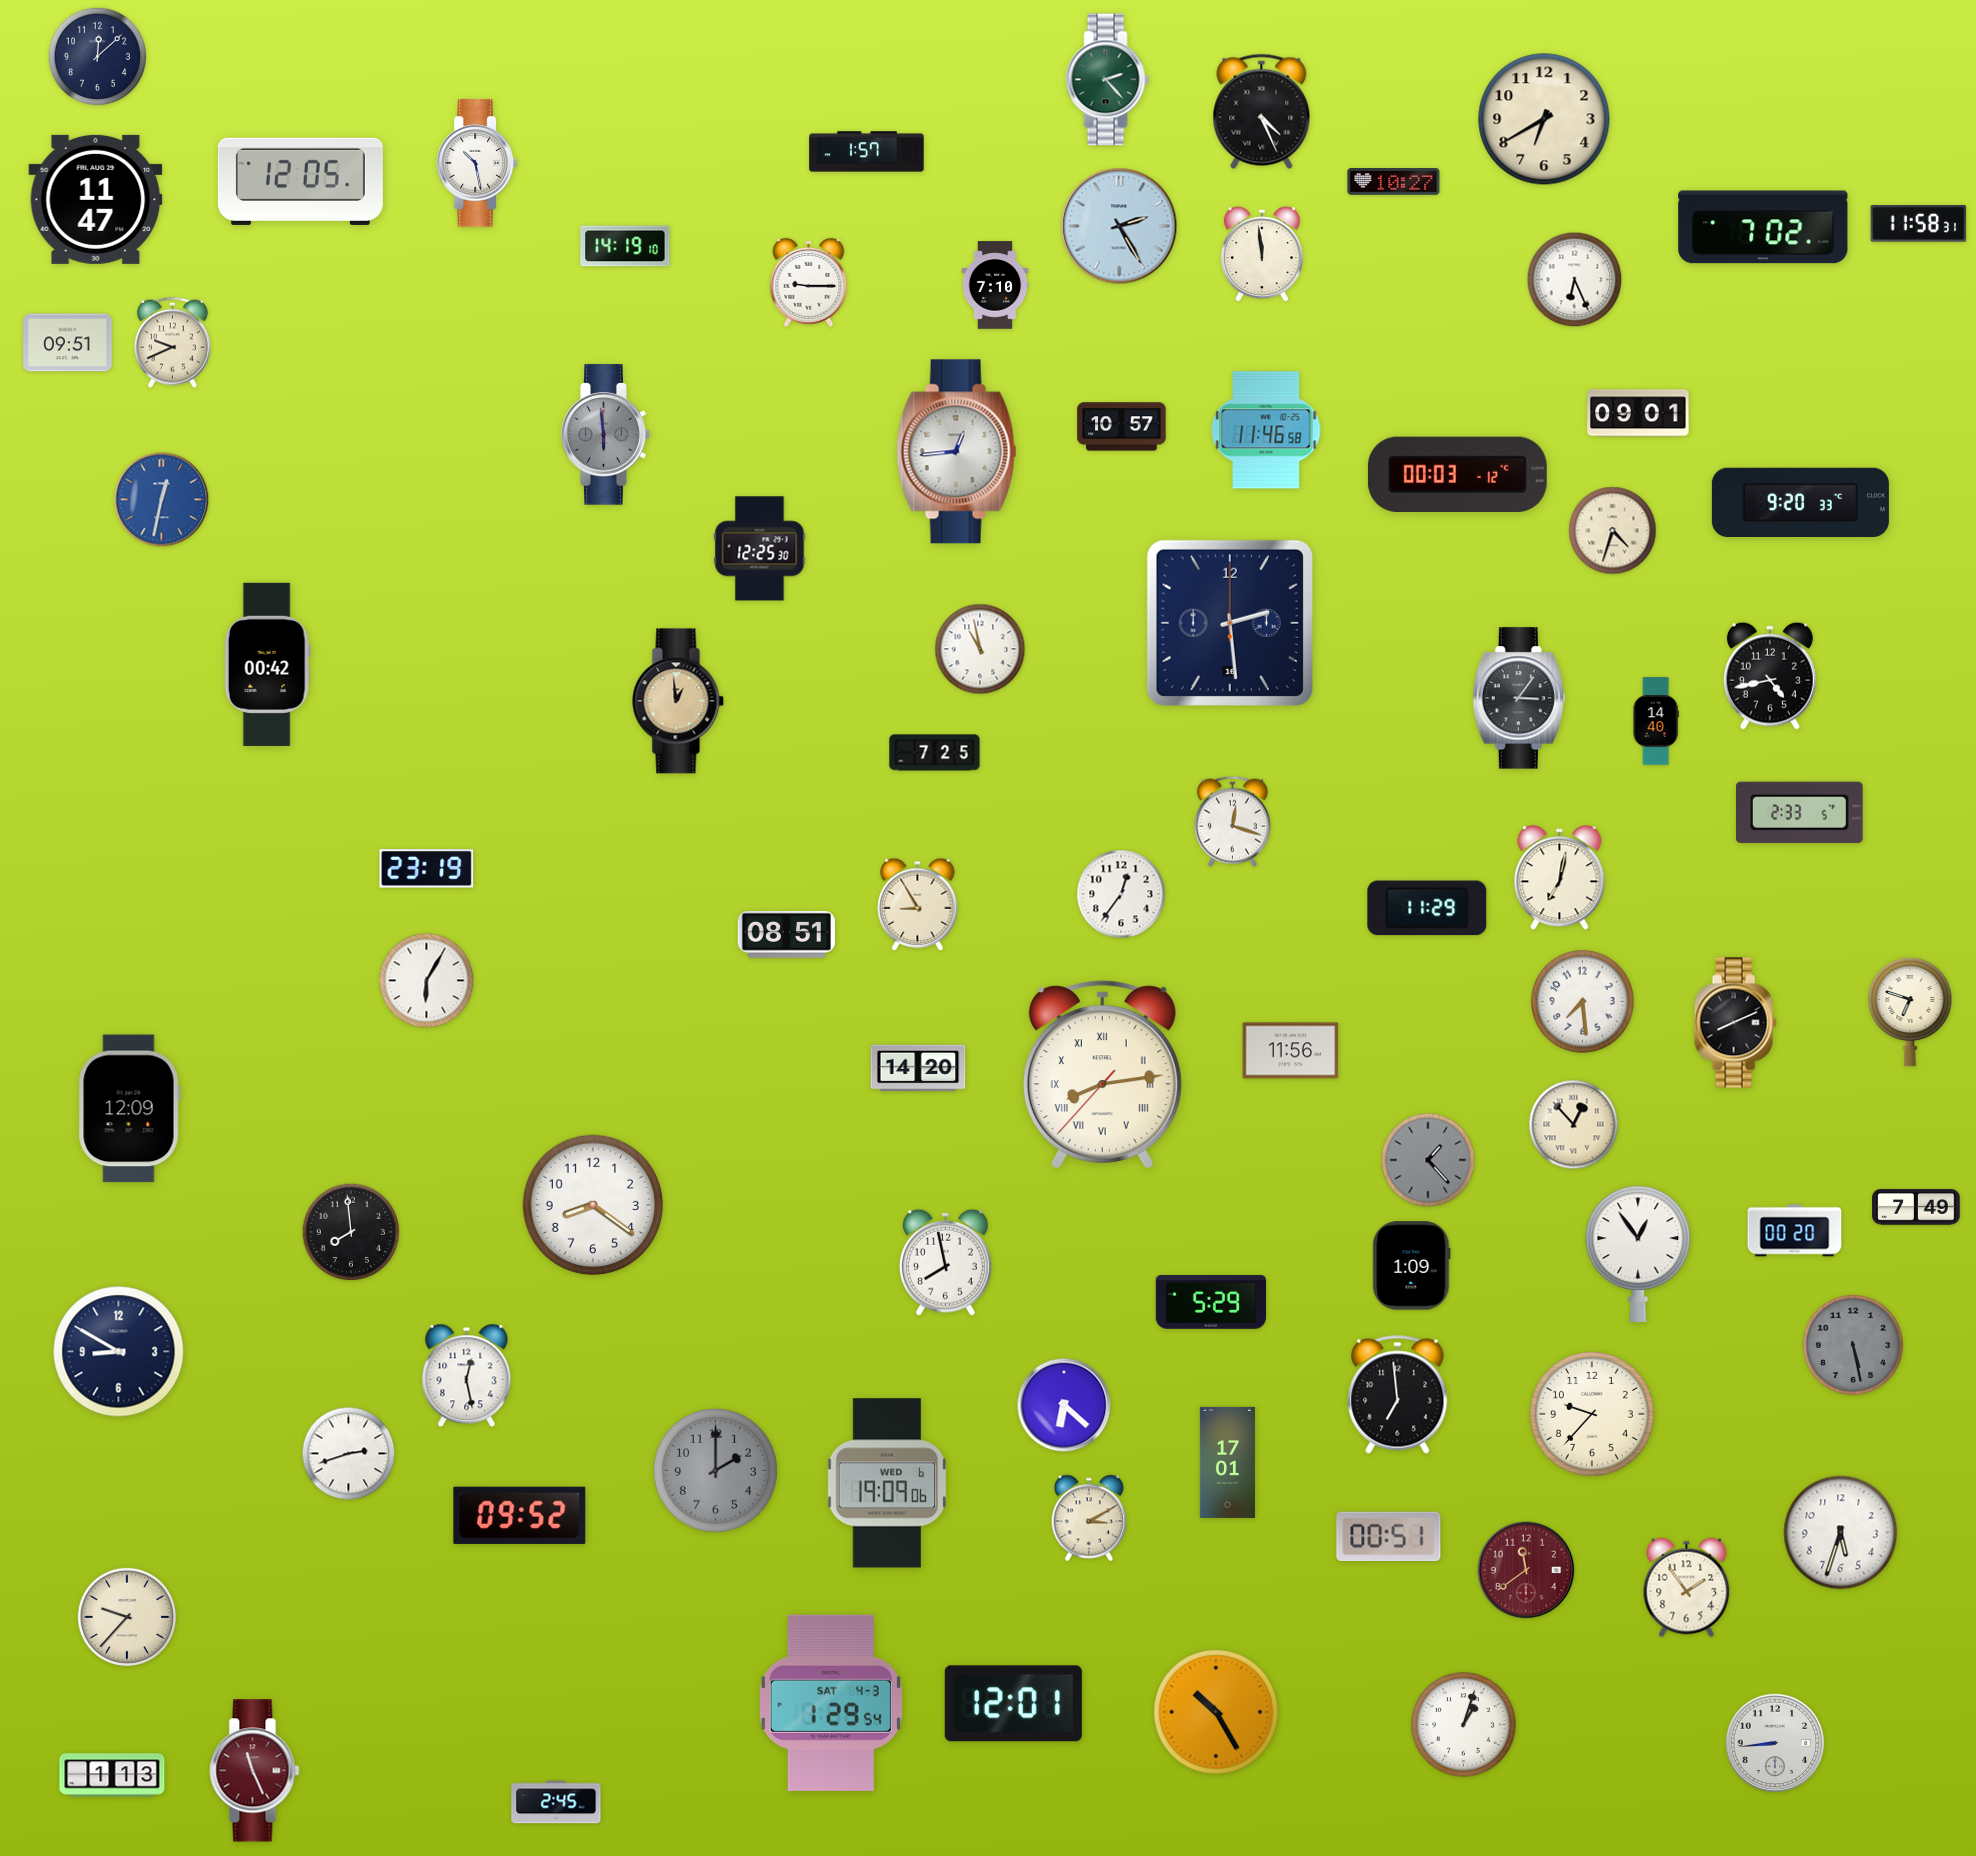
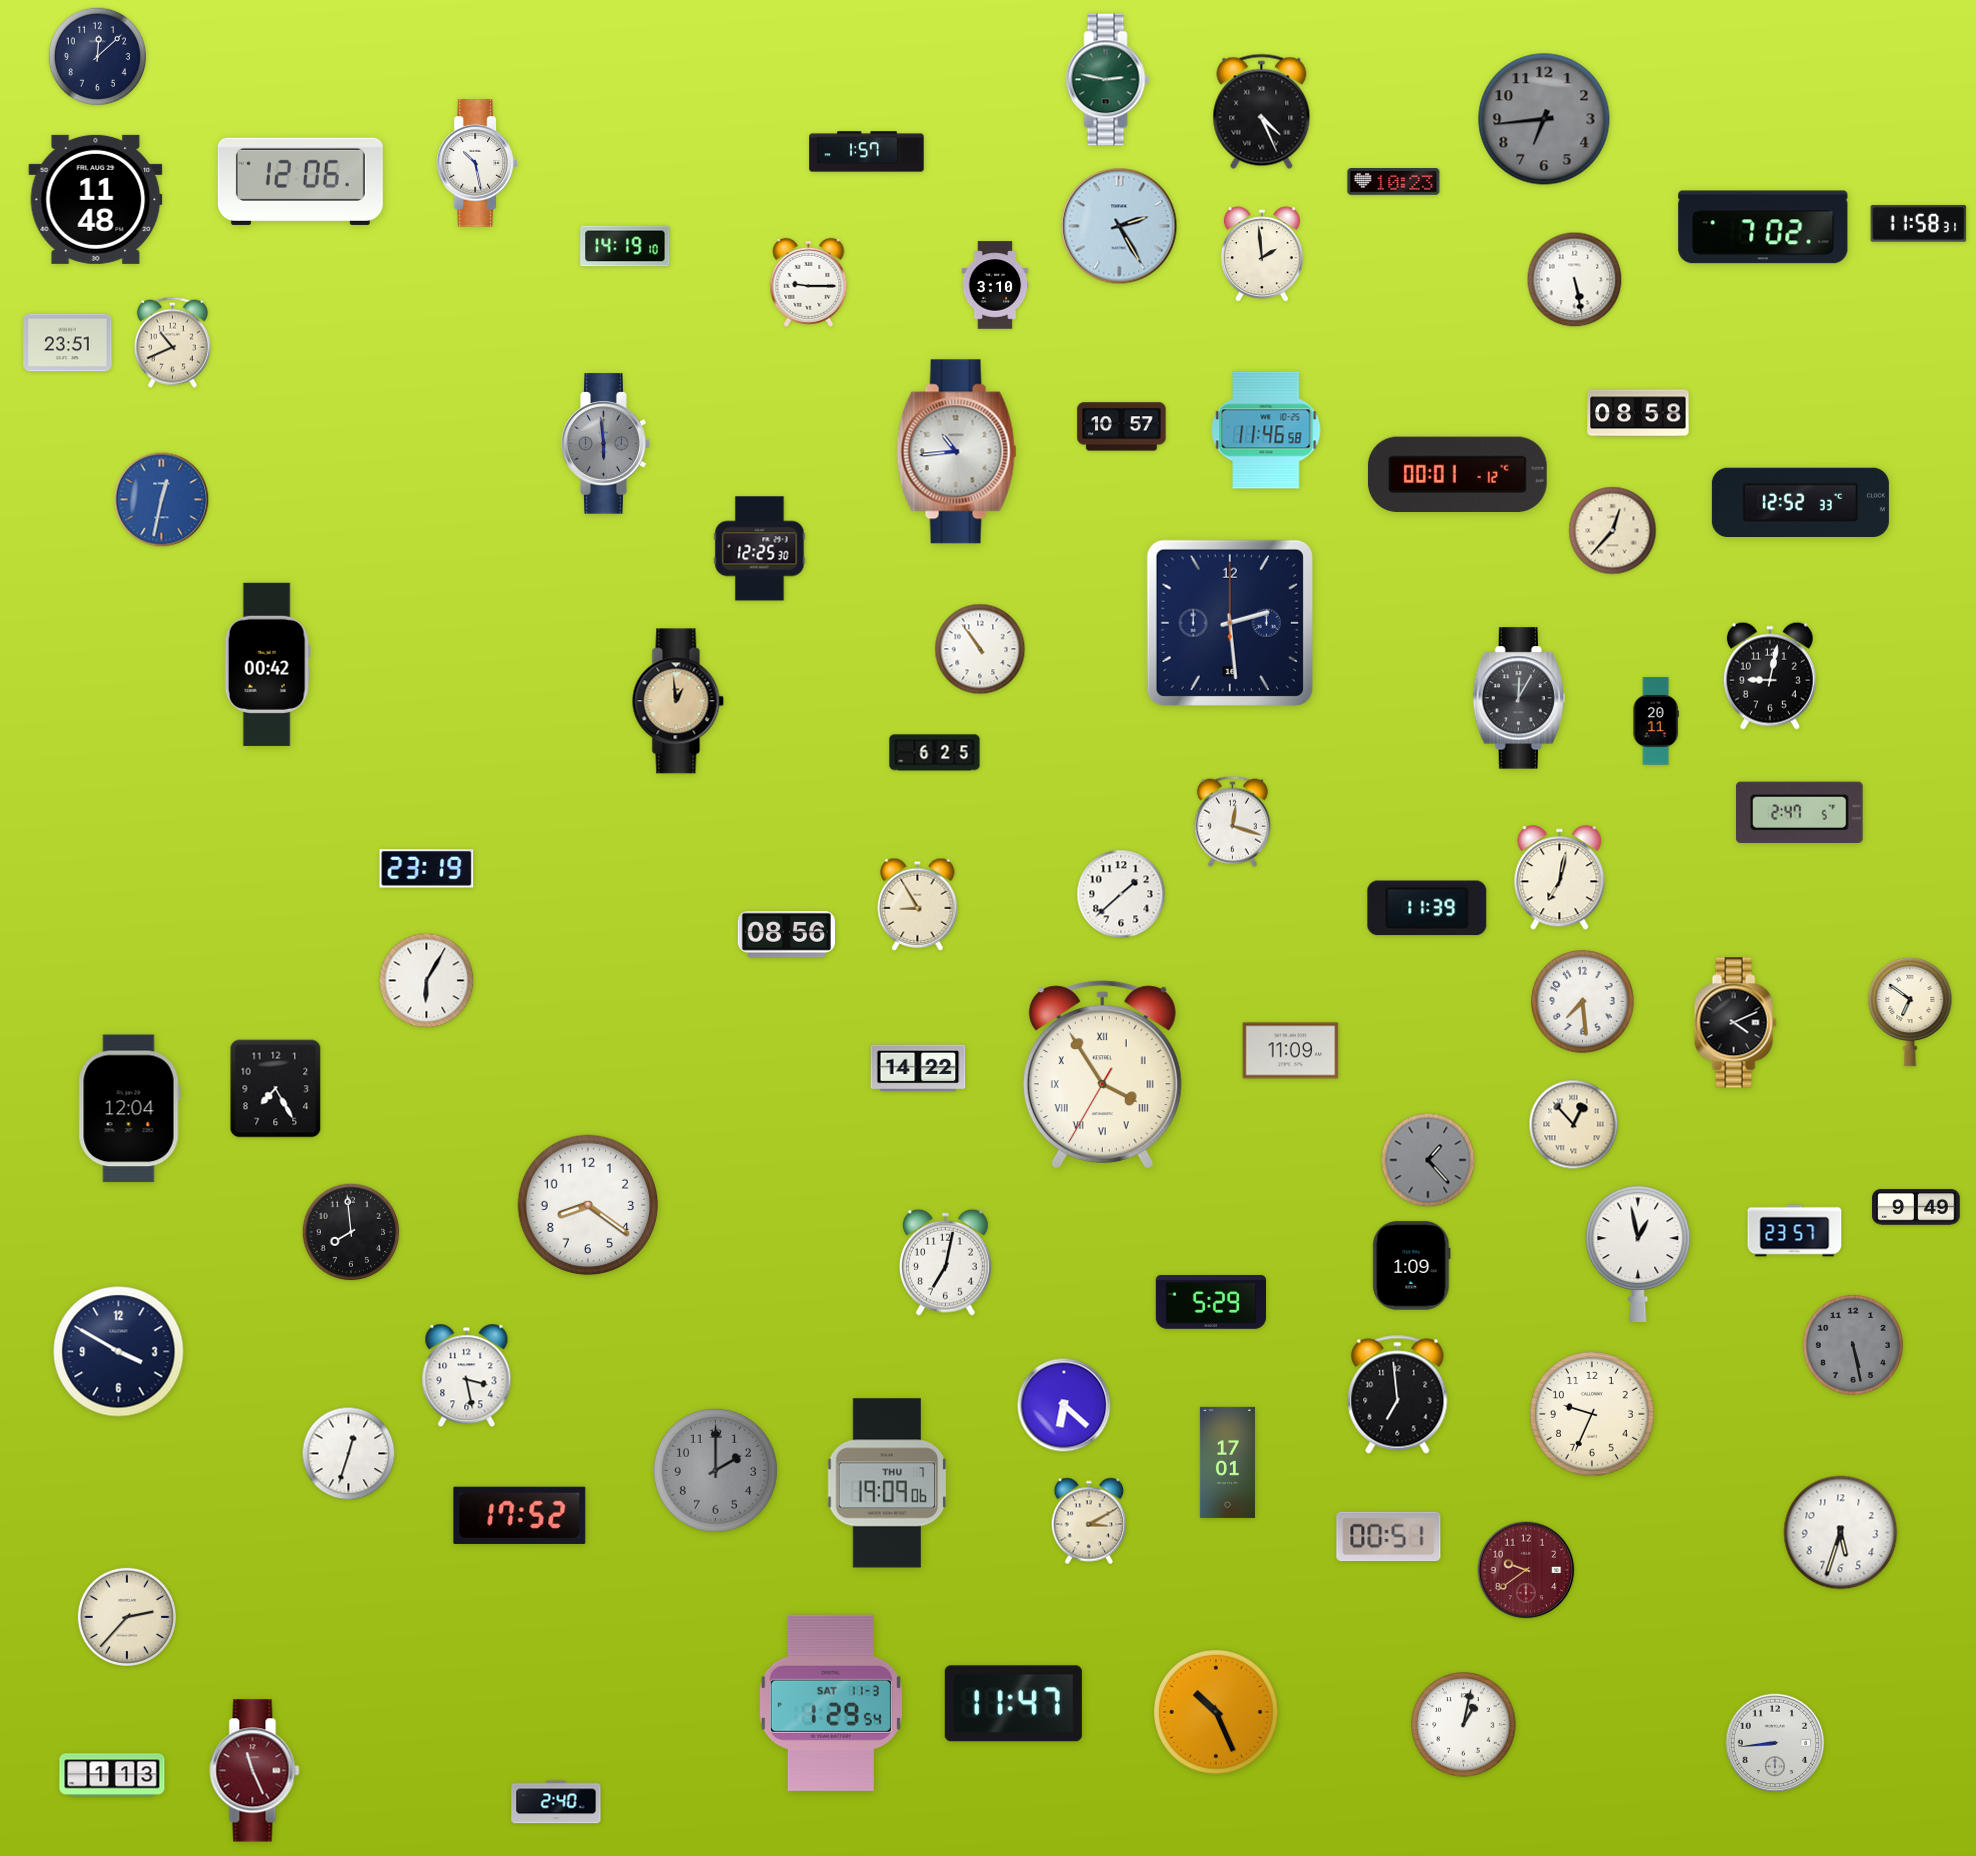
clock at (1108, 80): 2:23 -> 2:47
clock at (1544, 119): 6:40 -> 6:44
clock at (1544, 119) dial: cream -> grey
clock at (300, 181): 12:05 -> 12:06
clock at (1394, 182): 10:27 -> 10:23
clock at (96, 199): 11:47 -> 11:48
clock at (1262, 255): 11:59 -> 1:59
clock at (1575, 280): 6:26 -> 5:28
clock at (995, 285): 7:10 -> 3:10
clock at (172, 342): 9:41 -> 10:41
clock at (68, 343): 09:51 -> 23:51
clock at (1638, 413): 09:01 -> 08:58
clock at (606, 435) position: (606, 435) -> (606, 444)
clock at (957, 452): 12:44 -> 10:44
clock at (1457, 474): 00:03 -> 00:01
clock at (1800, 502): 9:20 -> 12:52
clock at (1613, 531): 4:33 -> 12:37
clock at (980, 649): 10:58 -> 10:54
clock at (1770, 676): 4:43 -> 9:02
clock at (1519, 698): 3:06 -> 12:05
clock at (1656, 721): 14:40 -> 20:11
clock at (935, 753): 7:25 -> 6:25
clock at (1799, 812): 2:33 -> 2:47
clock at (1121, 894): 12:36 -> 1:38
clock at (1427, 908): 11:29 -> 11:39
clock at (786, 935): 08:51 -> 08:56
clock at (1910, 1012): 6:48 -> 6:51
clock at (1735, 1023): 8:11 -> 4:11
clock at (1291, 1051): 11:56 -> 11:09
clock at (918, 1068): 14:20 -> 14:22
clock at (1102, 1074): 8:13 -> 3:54
clock at (276, 1089): none -> 7:25
clock at (129, 1109): 12:09 -> 12:04
clock at (593, 1205) position: (593, 1205) -> (588, 1205)
clock at (1916, 1207): 7:49 -> 9:49
clock at (1795, 1231): 00:20 -> 23:57
clock at (1638, 1254): 12:54 -> 12:58
clock at (946, 1262): 7:58 -> 7:02
clock at (119, 1352): 8:50 -> 3:50
clock at (467, 1376): 12:28 -> 3:28
clock at (1592, 1414): 9:37 -> 9:34
clock at (349, 1454): 2:42 -> 12:33
clock at (887, 1483) date: WED 6 -> THU 7
clock at (520, 1515): 09:52 -> 17:52
clock at (1089, 1518) position: (1089, 1518) -> (1089, 1521)
clock at (1526, 1570): 11:39 -> 9:39
clock at (1687, 1588): 1:54 -> none
clock at (127, 1617): 9:37 -> 2:37
clock at (831, 1703) date: SAT 4-3 -> SAT 11-3
clock at (1013, 1704): 12:01 -> 11:47
clock at (1216, 1712): 10:25 -> 10:26
clock at (1464, 1725): 1:03 -> 1:02
clock at (556, 1802): 2:45 -> 2:40
